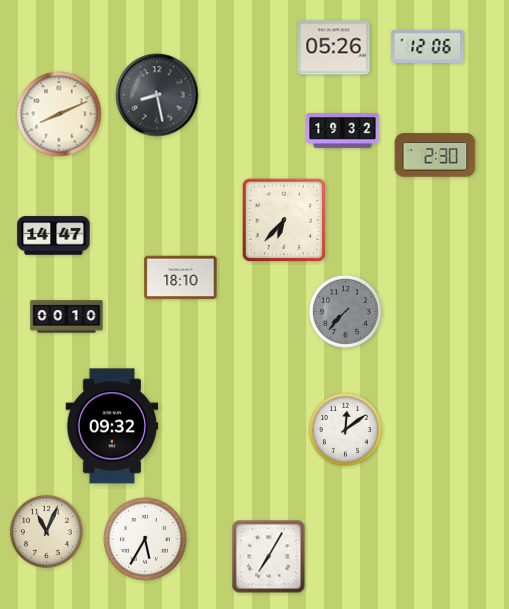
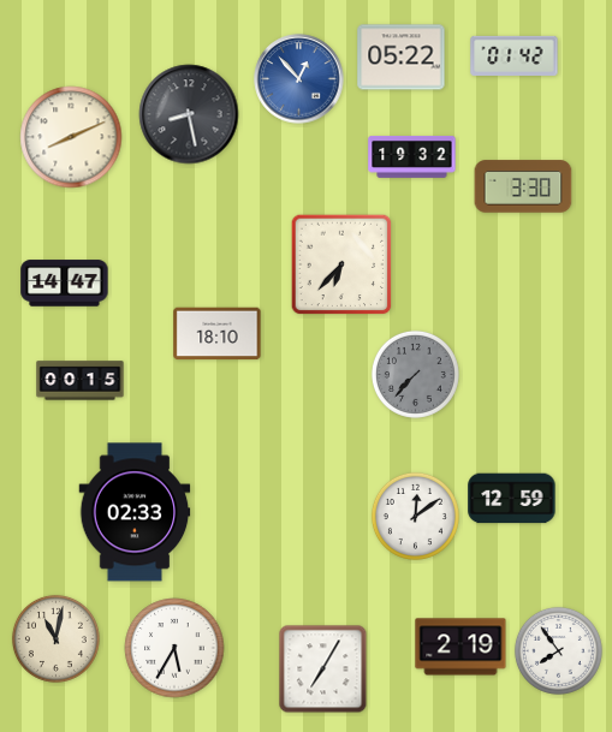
clock at (428, 46): 12:06 -> 01:42
clock at (334, 48): 05:26 -> 05:22
clock at (299, 79): none -> 12:53
clock at (435, 155): 2:30 -> 3:30
clock at (67, 317): 00:10 -> 00:15
clock at (512, 499): none -> 12:59
clock at (112, 426): 09:32 -> 02:33
clock at (46, 531): 11:04 -> 11:02
clock at (461, 647): none -> 2:19
clock at (558, 650): none -> 7:54
